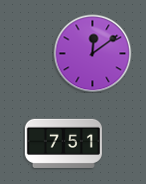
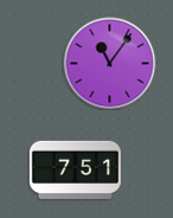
clock at (92, 53): 12:09 -> 11:06
